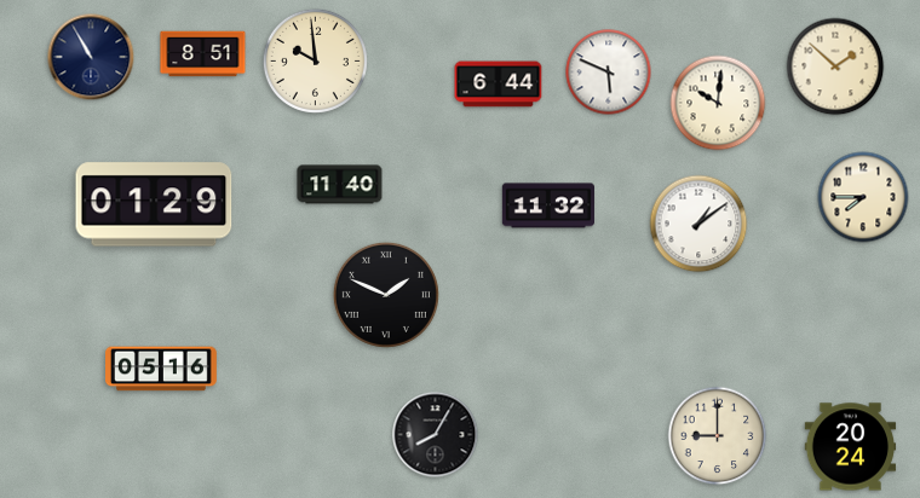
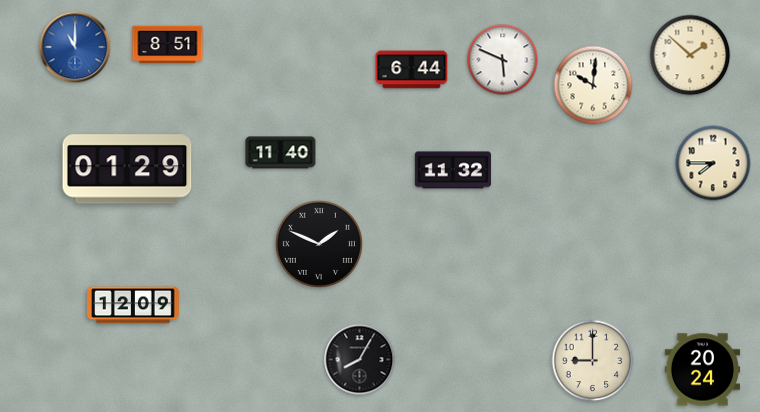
clock at (91, 57): 10:55 -> 11:00
clock at (91, 57) dial: navy -> blue
clock at (315, 60): 9:59 -> none
clock at (698, 224): 1:09 -> none
clock at (162, 369): 05:16 -> 12:09
